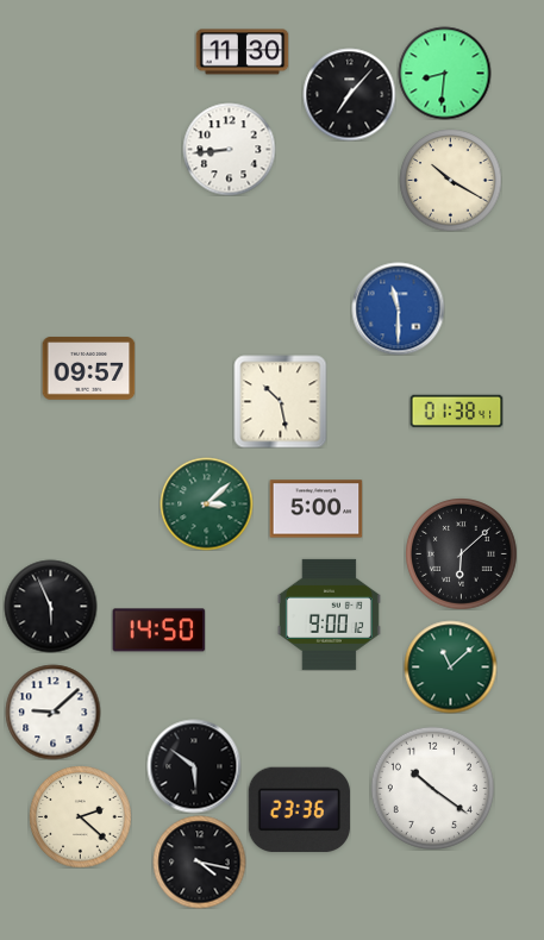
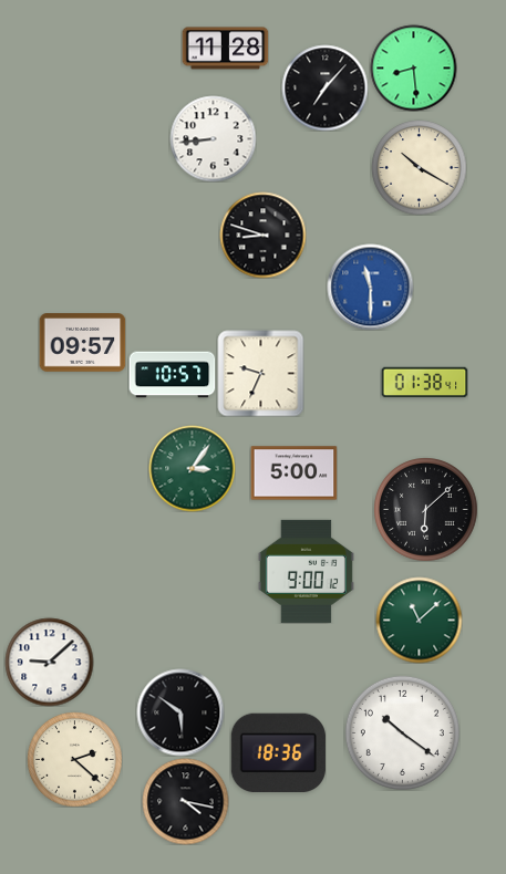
clock at (242, 52): 11:30 -> 11:28
clock at (444, 73): 8:31 -> 8:29
clock at (262, 235): none -> 8:48
clock at (280, 401): 10:28 -> 9:34
clock at (172, 375): none -> 10:57
clock at (206, 503): 3:08 -> 3:06
clock at (462, 554) position: (462, 554) -> (426, 510)
clock at (50, 606): 5:56 -> none
clock at (158, 631): 14:50 -> none
clock at (299, 810): 23:36 -> 18:36
